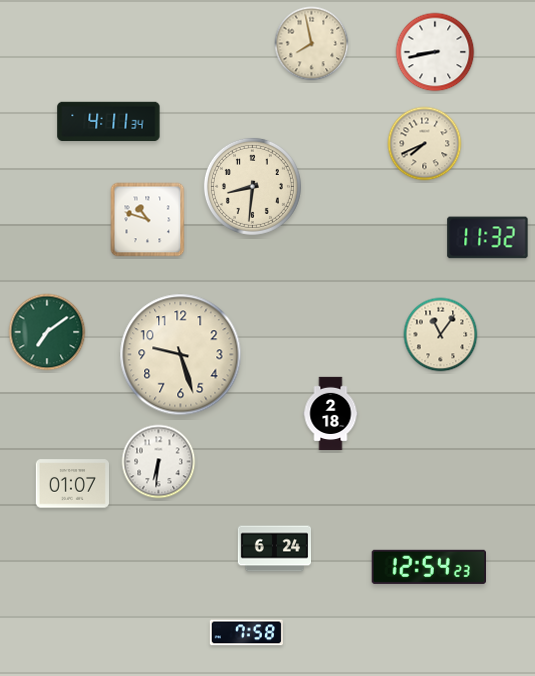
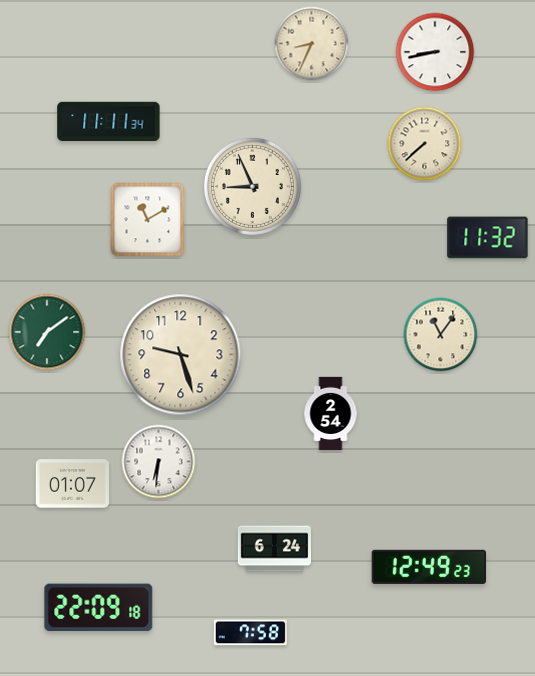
clock at (312, 44): 7:58 -> 8:34
clock at (109, 122): 4:11 -> 11:11
clock at (425, 144): 7:41 -> 7:38
clock at (252, 186): 8:31 -> 8:56
clock at (148, 220): 10:48 -> 11:10
clock at (331, 414): 2:18 -> 2:54
clock at (428, 567): 12:54 -> 12:49
clock at (99, 608): none -> 22:09
clock at (246, 633) position: (246, 633) -> (250, 633)
